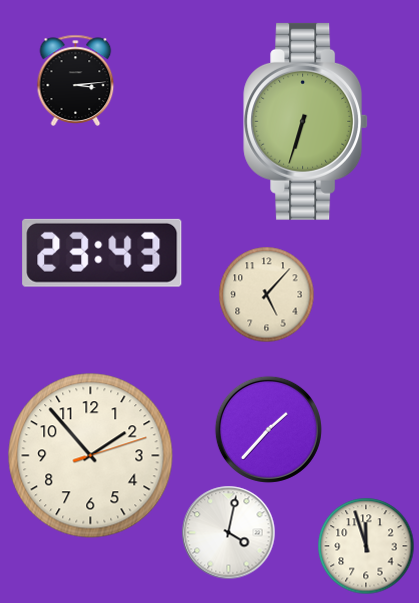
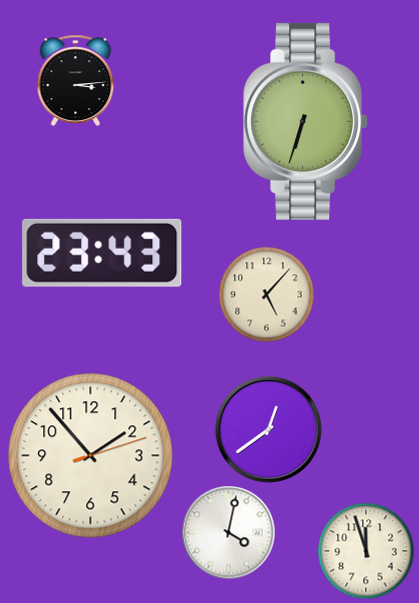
clock at (268, 429): 1:37 -> 12:39
clock at (366, 546) position: (366, 546) -> (366, 551)
